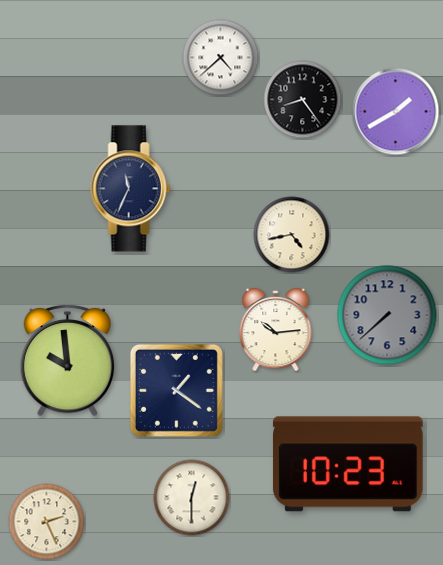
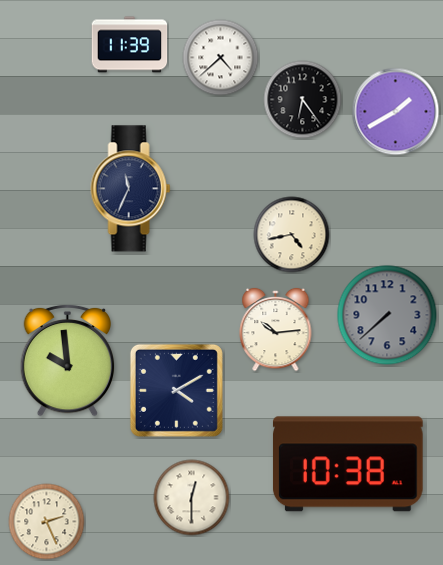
clock at (130, 45): none -> 11:39
clock at (303, 100): 8:24 -> 6:24
clock at (176, 390): 1:21 -> 4:10
clock at (348, 464): 10:23 -> 10:38
